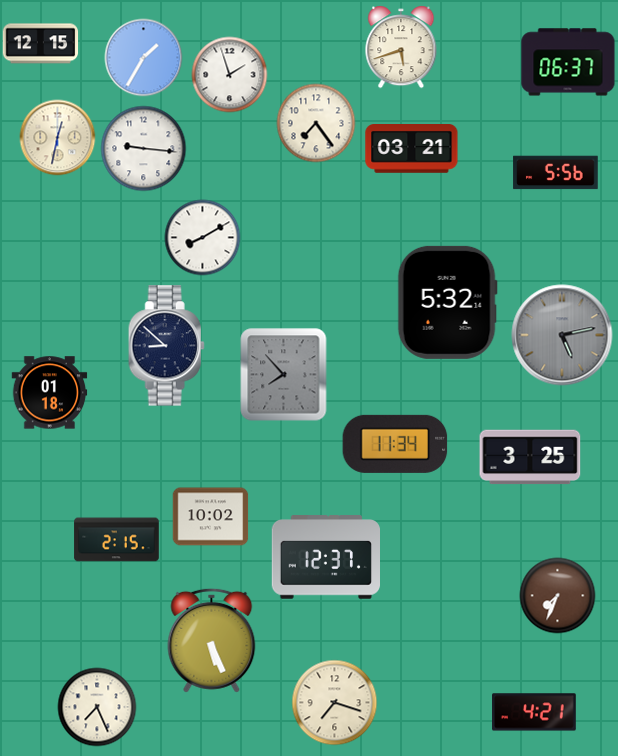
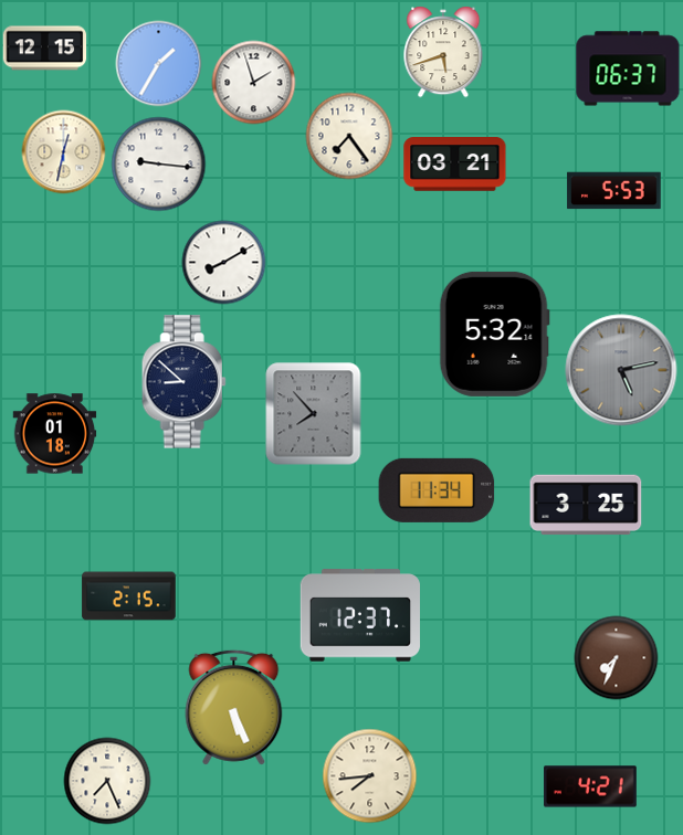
clock at (556, 173): 5:56 -> 5:53
clock at (211, 517): 10:02 -> none
clock at (335, 703): 7:18 -> 7:44
